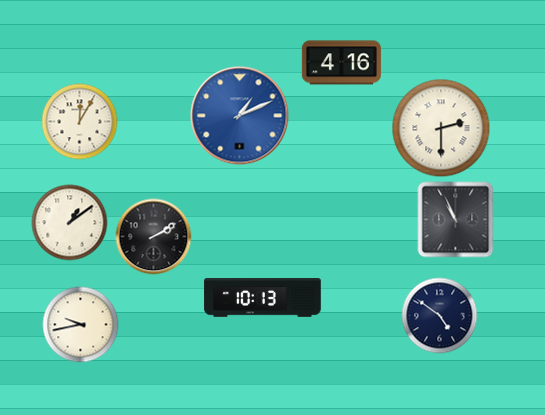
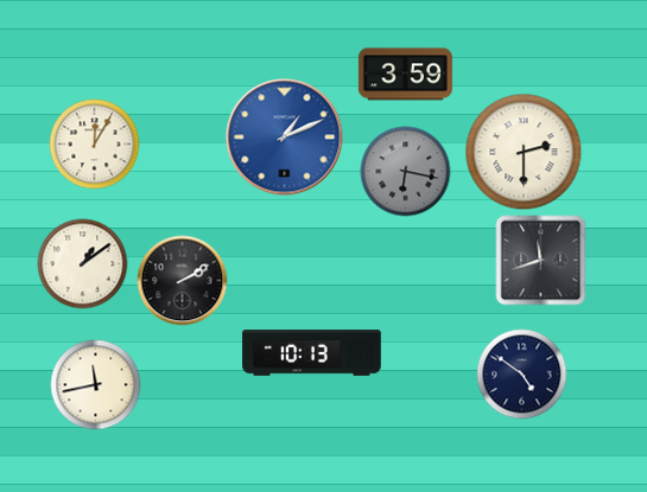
clock at (341, 63): 4:16 -> 3:59
clock at (406, 172): none -> 6:17
clock at (456, 220): 10:56 -> 11:42
clock at (81, 325): 9:43 -> 11:43
